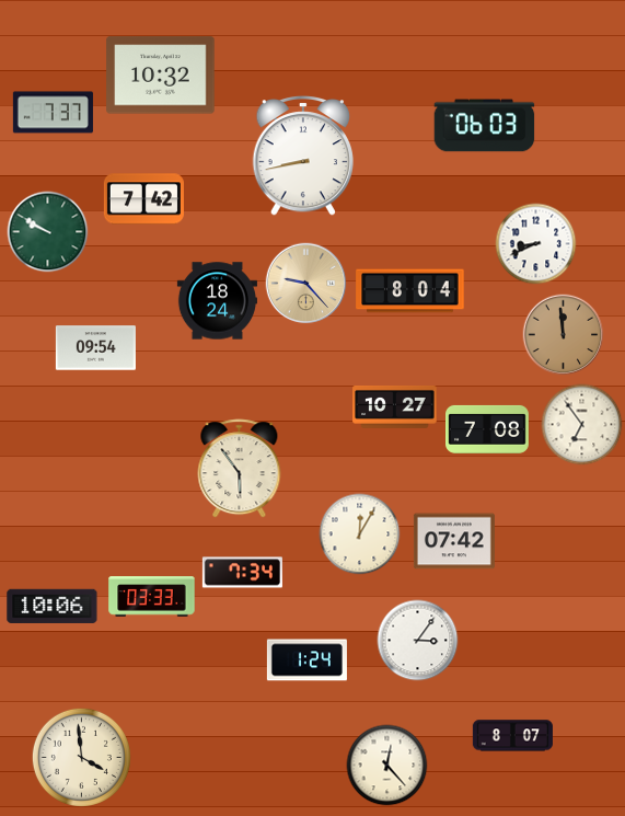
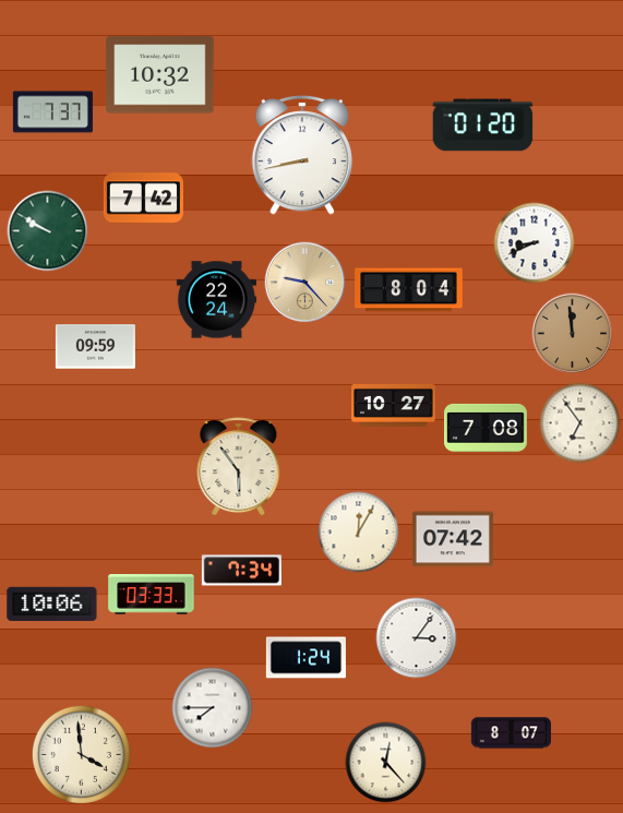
clock at (485, 126): 06:03 -> 01:20
clock at (217, 301): 18:24 -> 22:24
clock at (564, 335) position: (564, 335) -> (573, 334)
clock at (95, 348): 09:54 -> 09:59
clock at (213, 708): none -> 7:45
